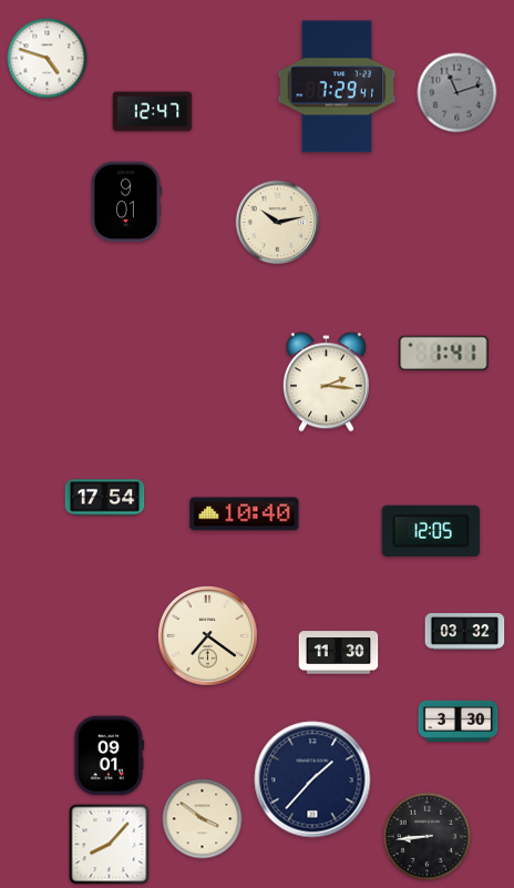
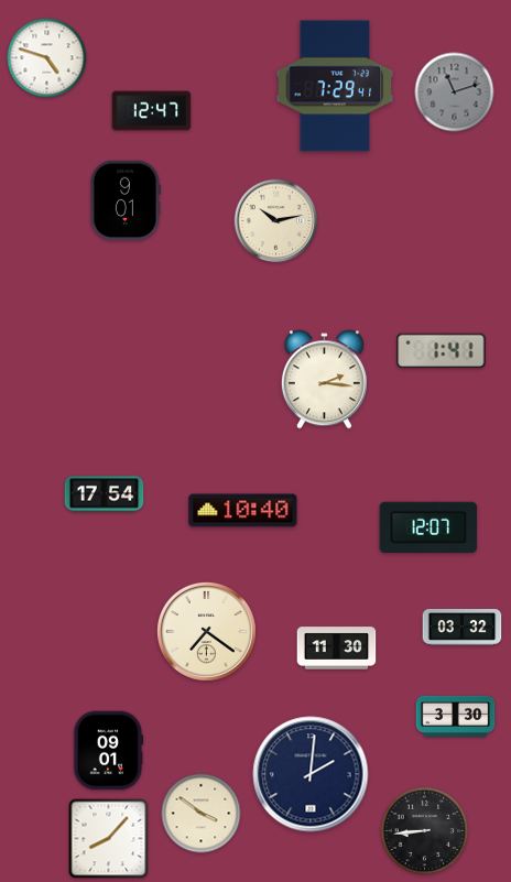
clock at (431, 531): 12:05 -> 12:07
clock at (312, 779): 1:37 -> 2:01
